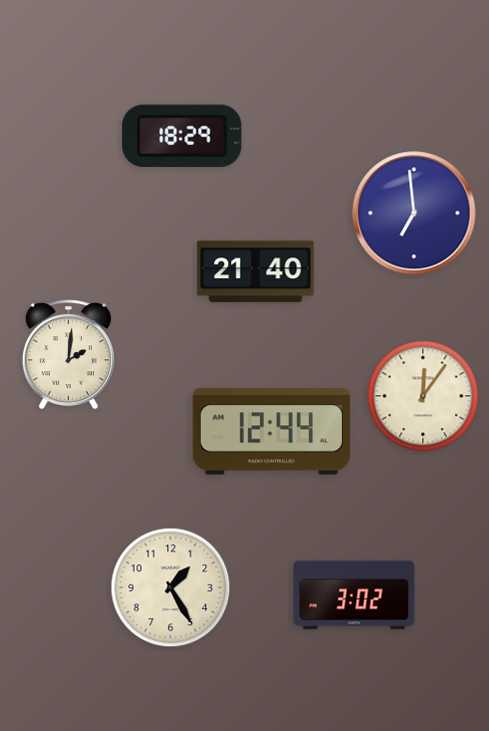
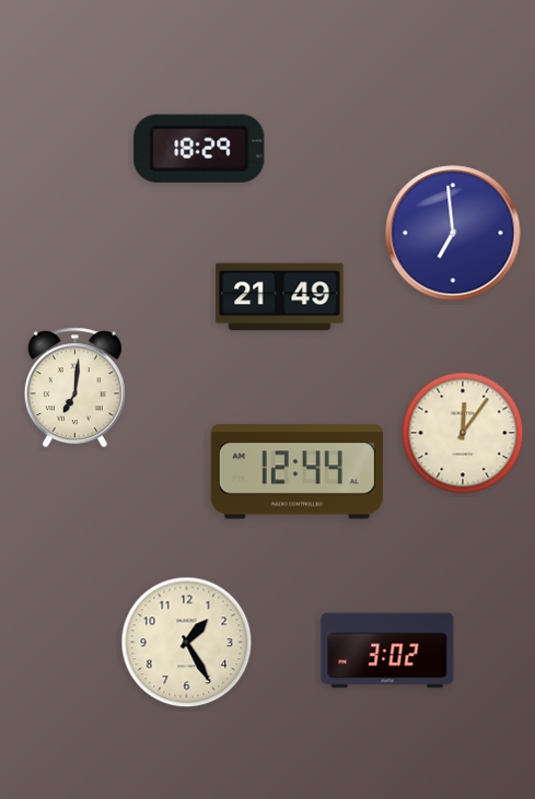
clock at (256, 272): 21:40 -> 21:49
clock at (68, 355): 2:01 -> 7:01
